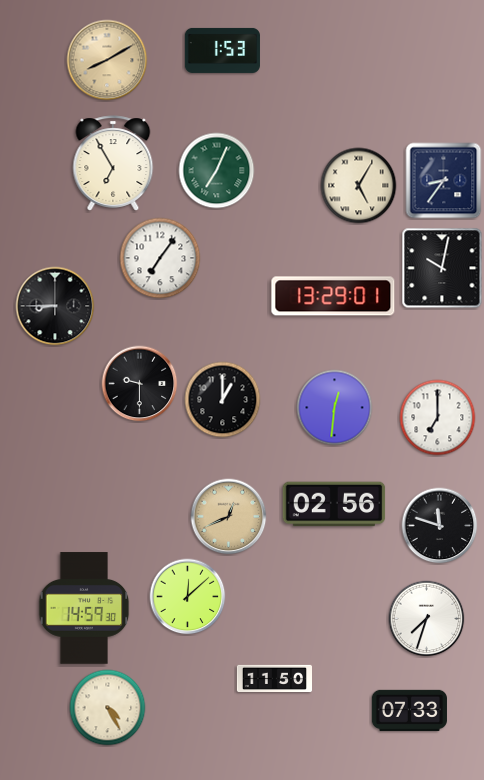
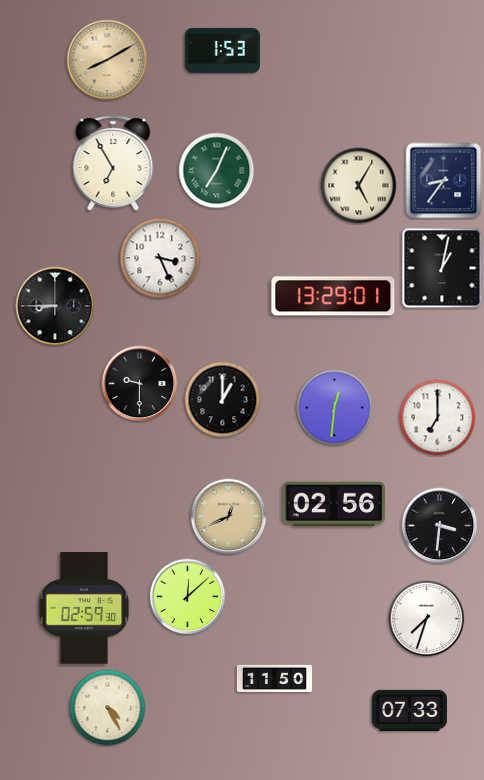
clock at (160, 258): 7:06 -> 3:26
clock at (442, 268): 10:02 -> 1:02
clock at (440, 526): 11:48 -> 3:31
clock at (84, 608): 14:59 -> 02:59
